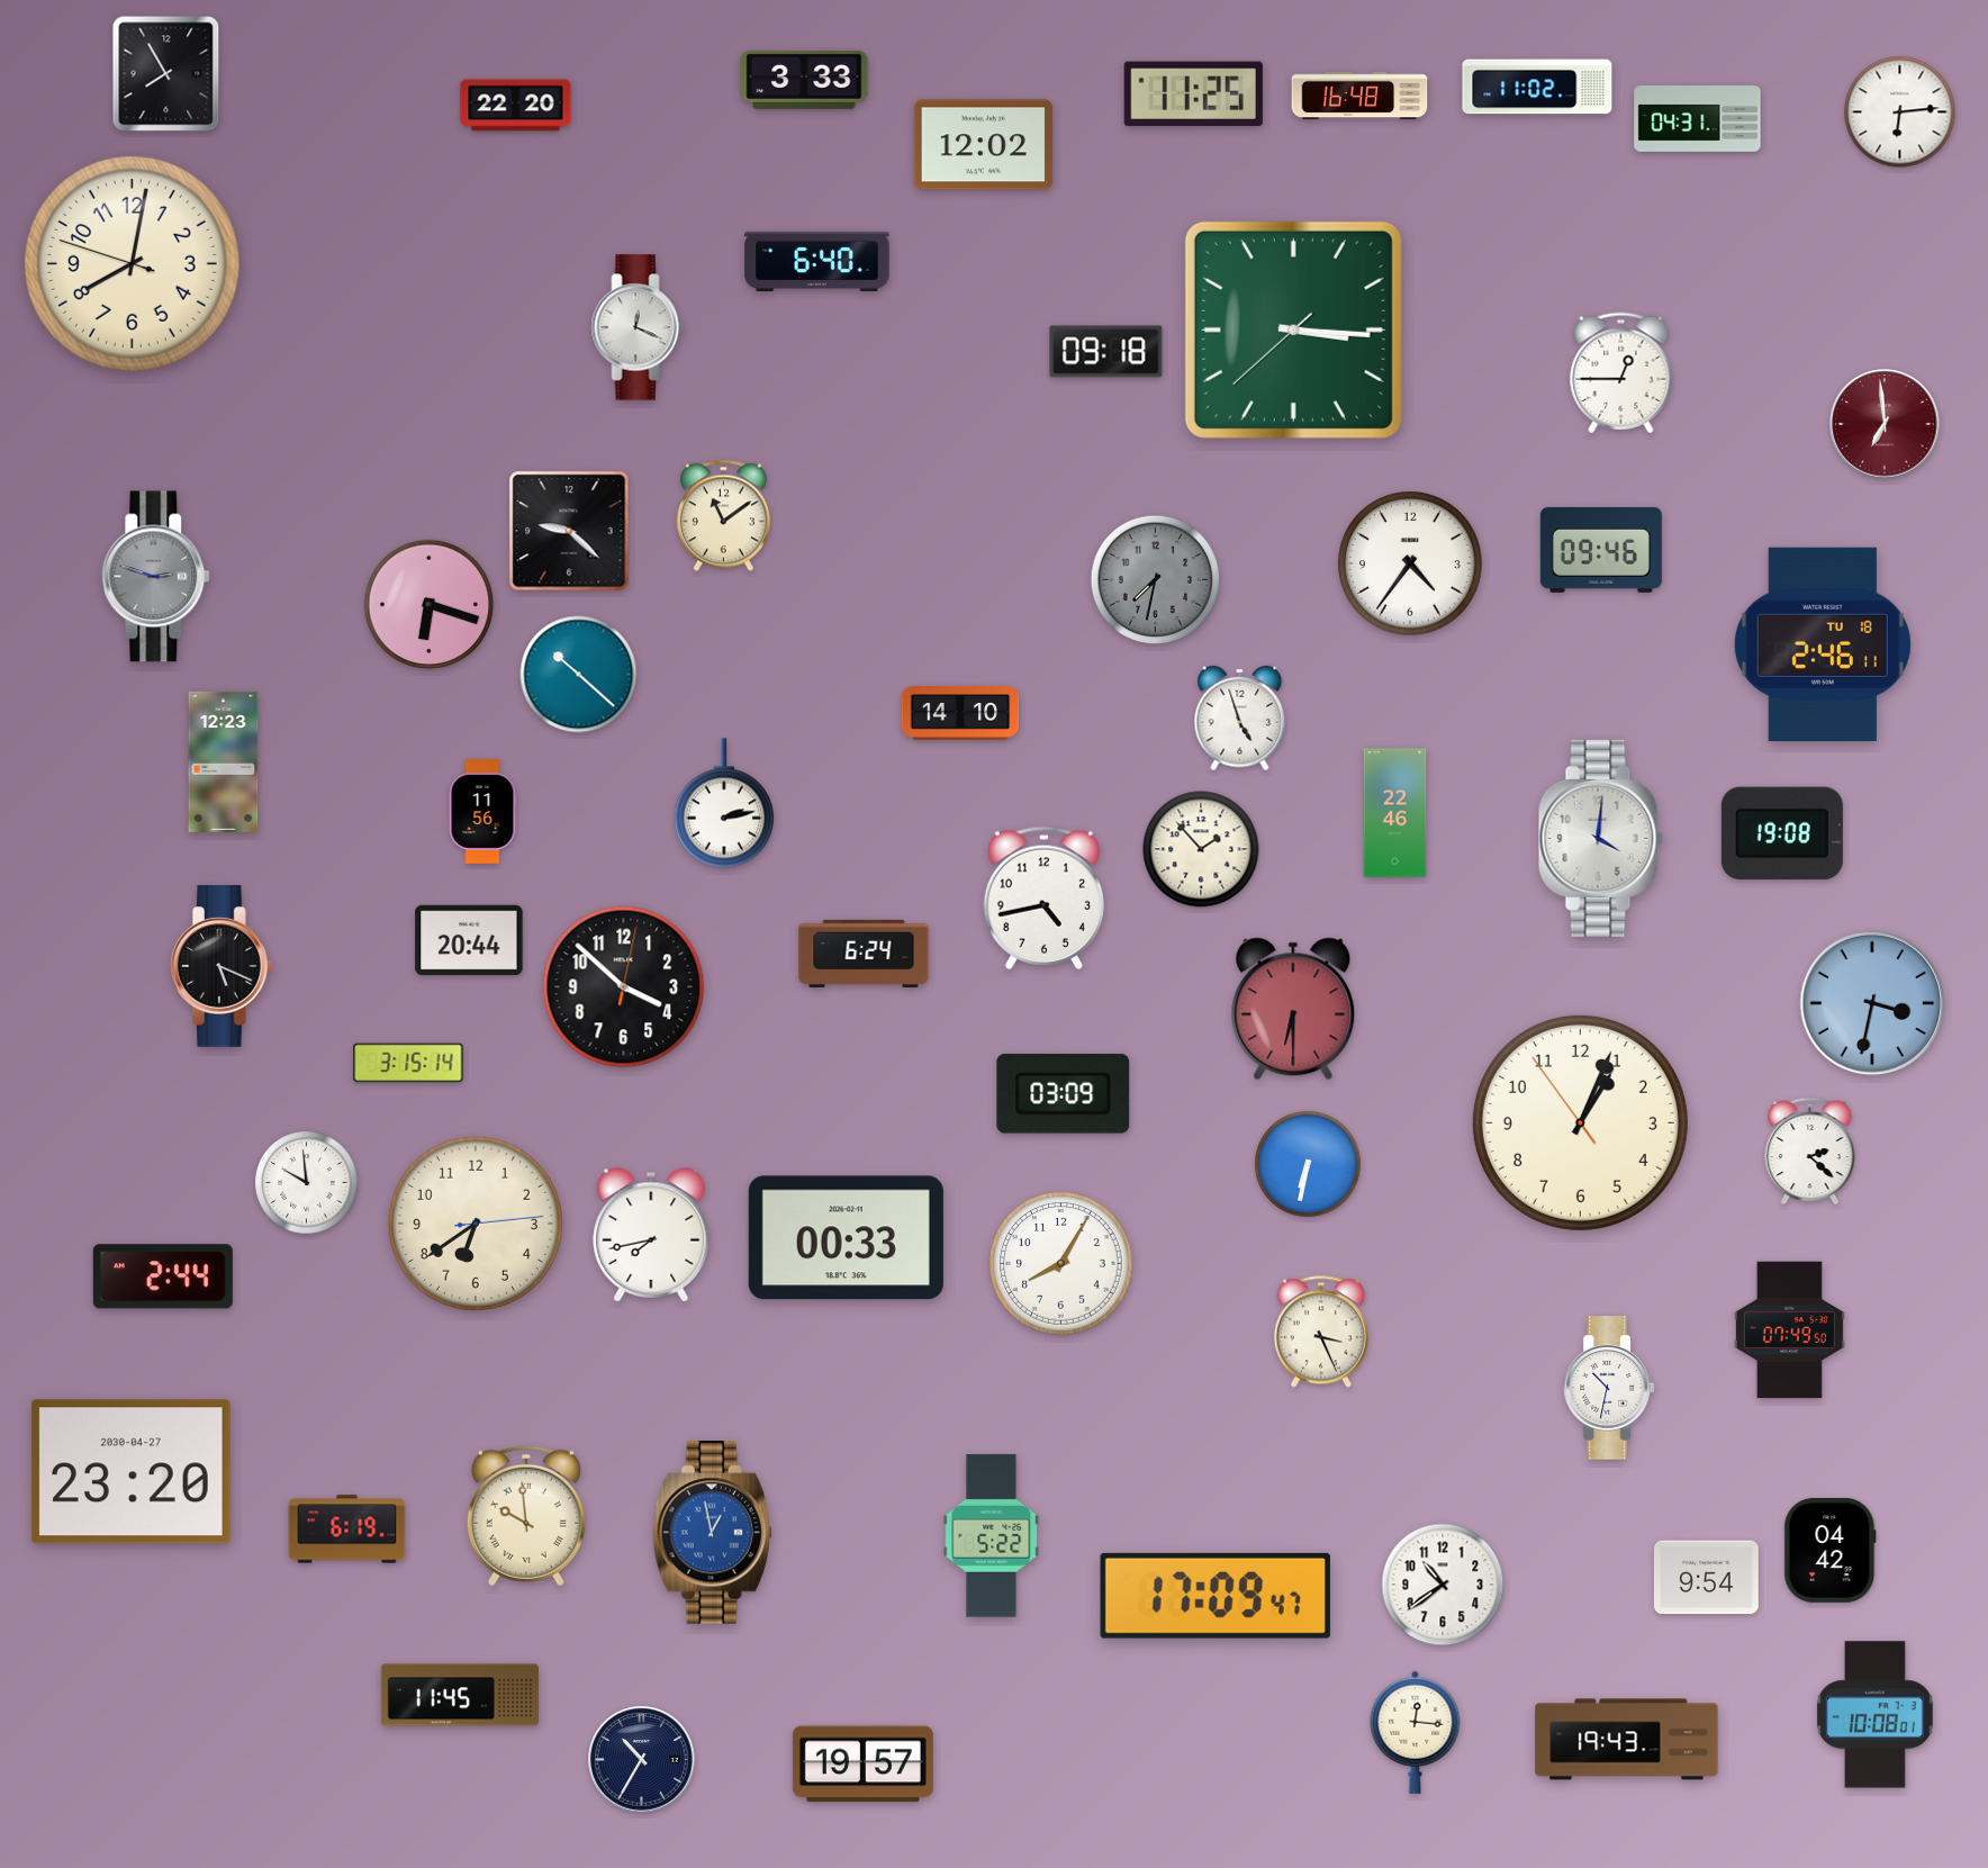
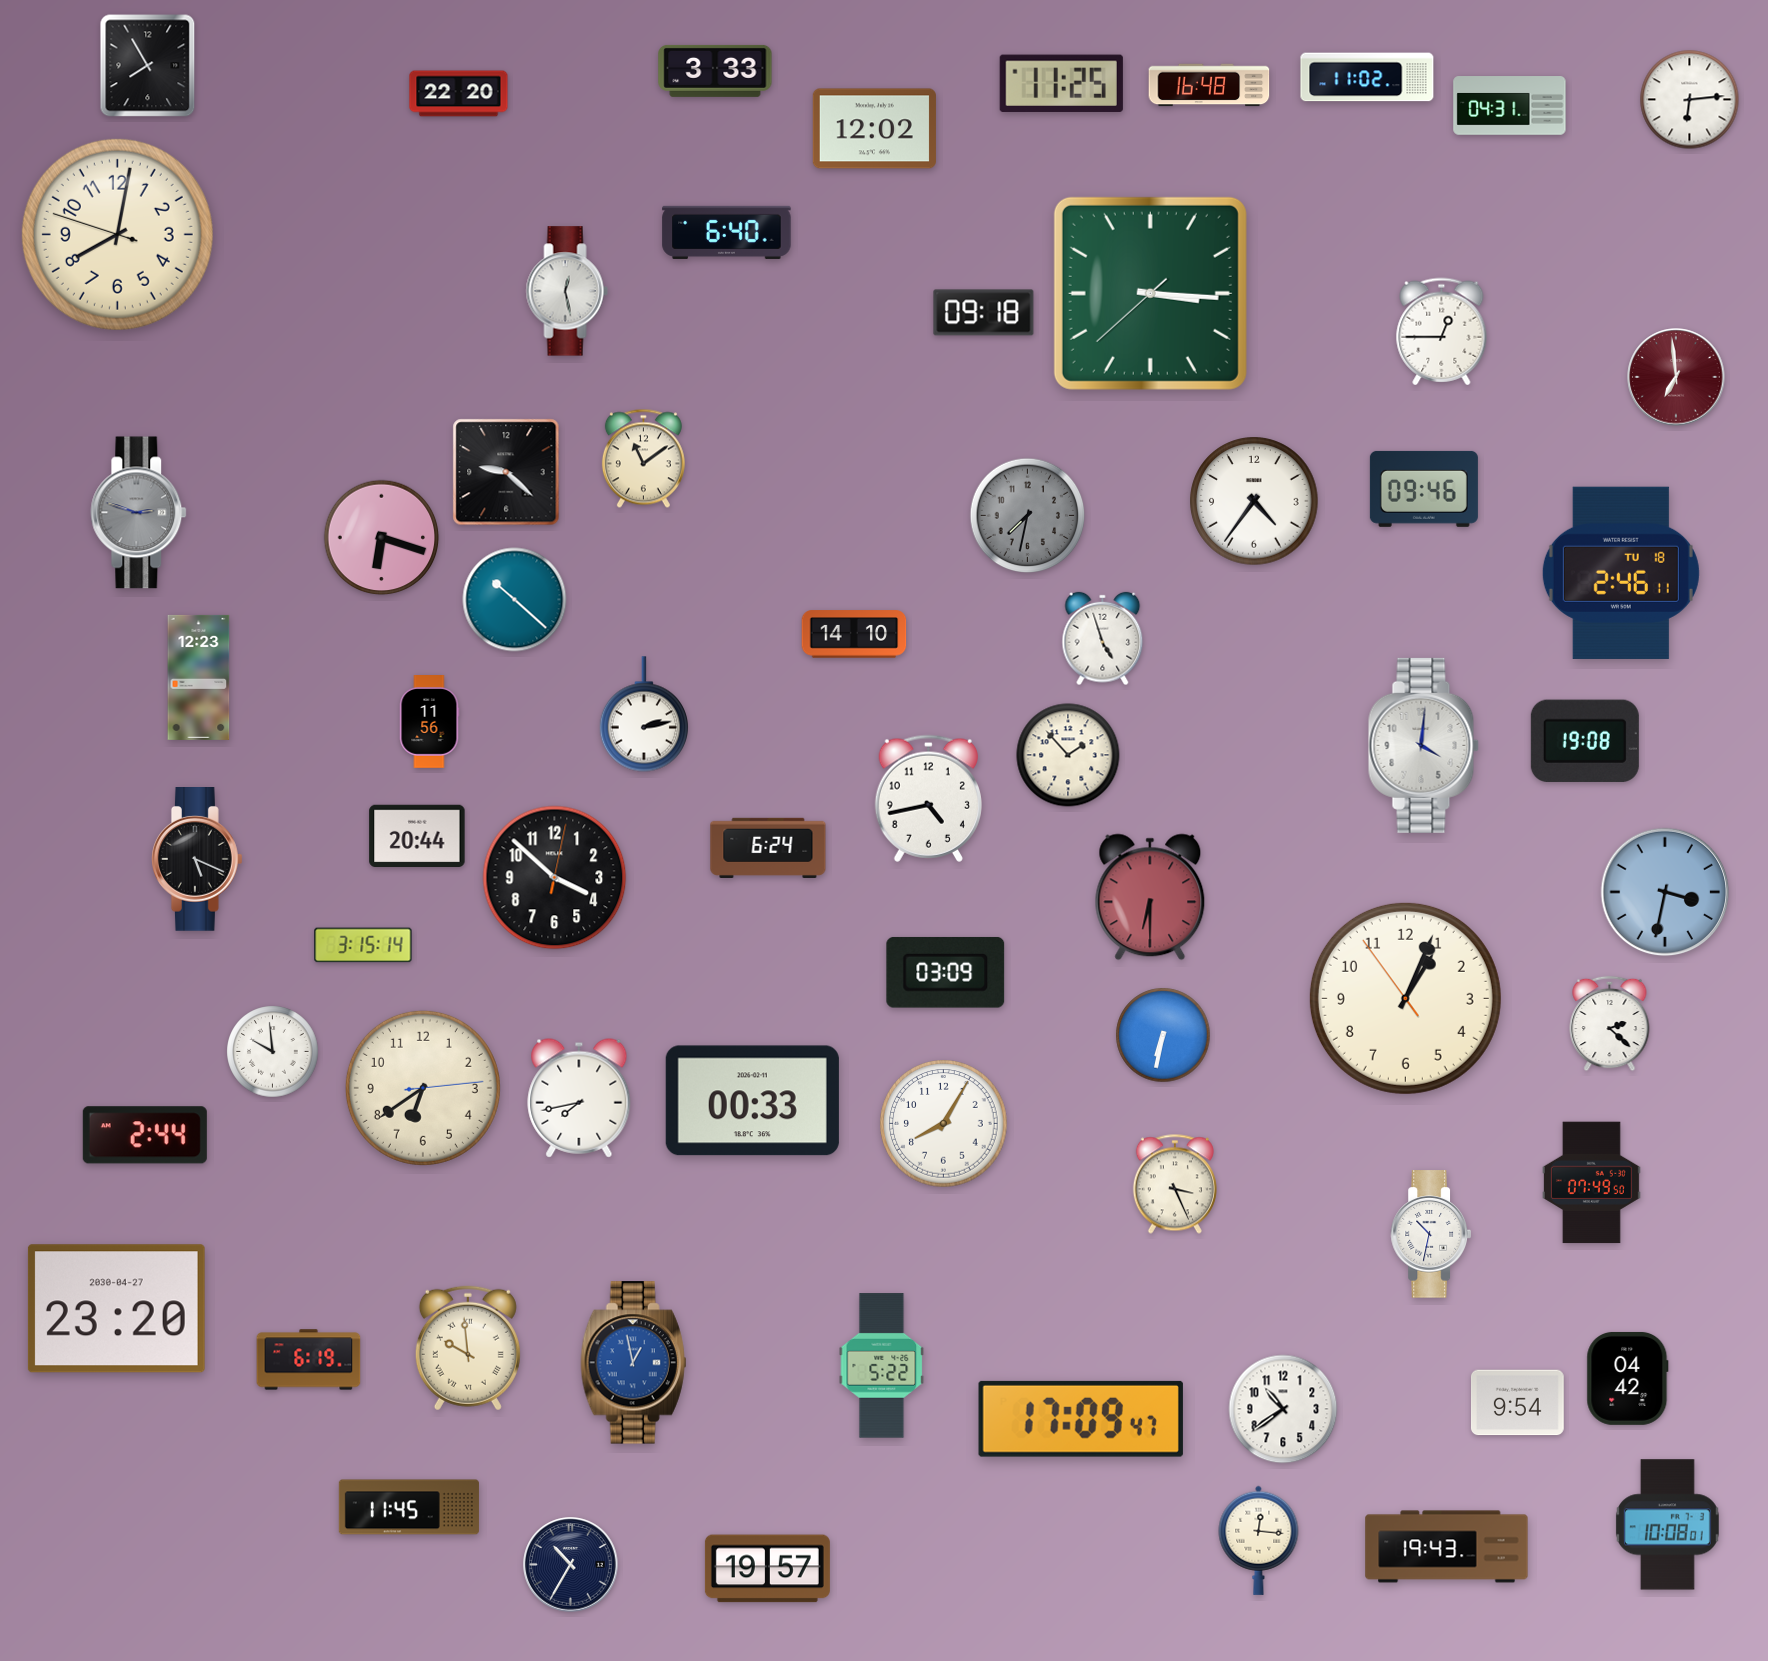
clock at (638, 327): 12:19 -> 12:28
clock at (1395, 813): 22:46 -> none
